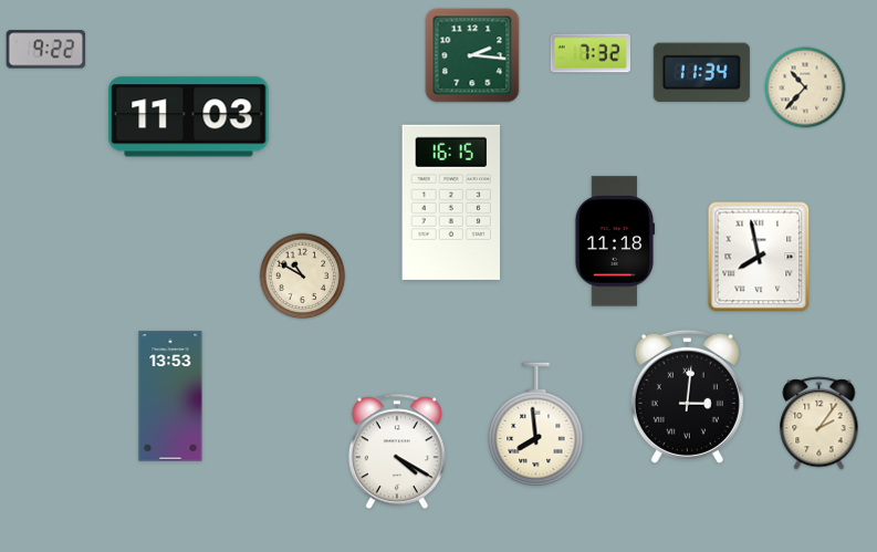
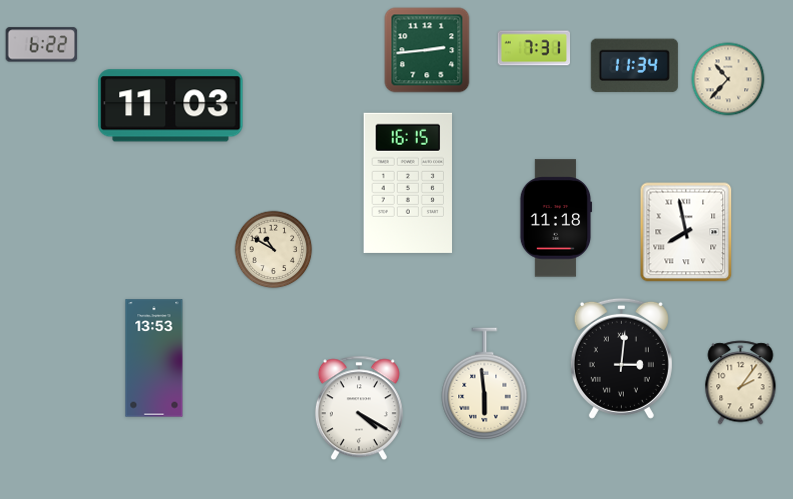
clock at (46, 50): 9:22 -> 6:22
clock at (591, 53): 7:32 -> 7:31
clock at (472, 55): 2:16 -> 2:44
clock at (536, 424): 7:59 -> 5:59
